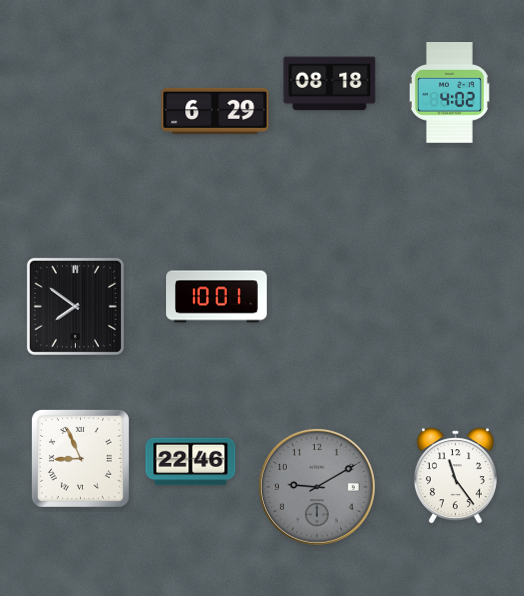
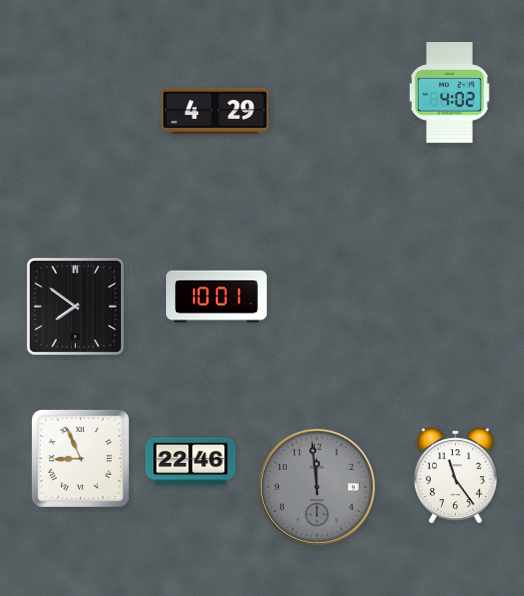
clock at (330, 84): 08:18 -> none
clock at (215, 111): 6:29 -> 4:29
clock at (317, 487): 9:10 -> 11:59
